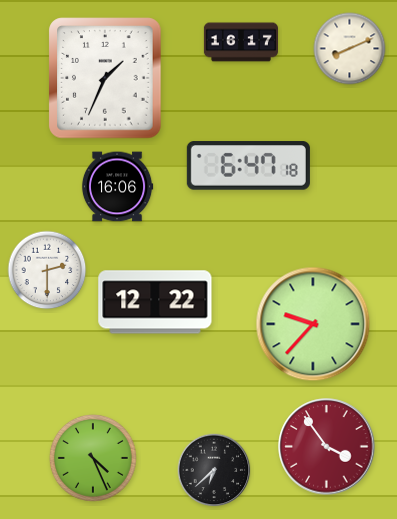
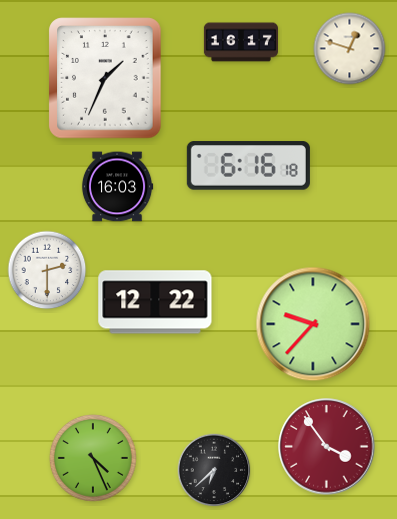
clock at (350, 49): 8:11 -> 12:48
clock at (248, 166): 6:47 -> 6:16
clock at (117, 187): 16:06 -> 16:03
